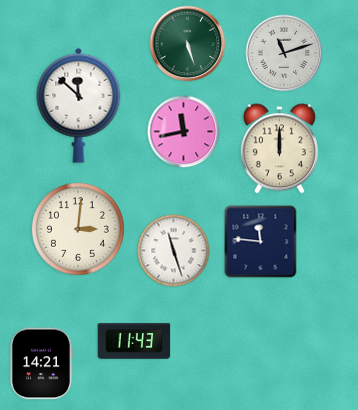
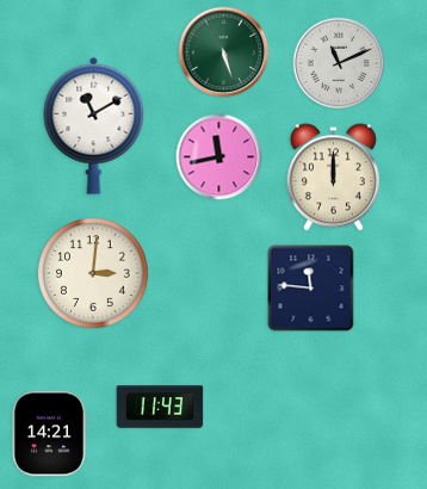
clock at (284, 53): 11:12 -> 11:11
clock at (79, 105): 11:52 -> 11:10
clock at (174, 251): 11:27 -> none
